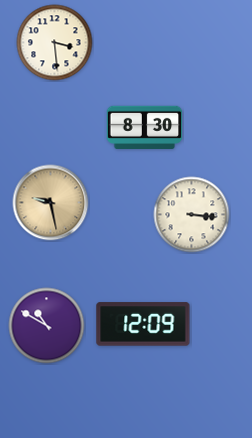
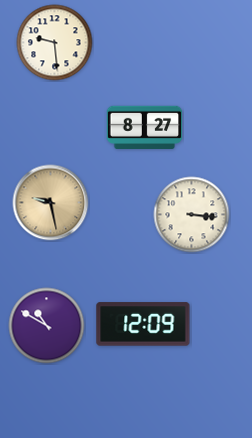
clock at (55, 43): 3:29 -> 9:29
clock at (145, 128): 8:30 -> 8:27
